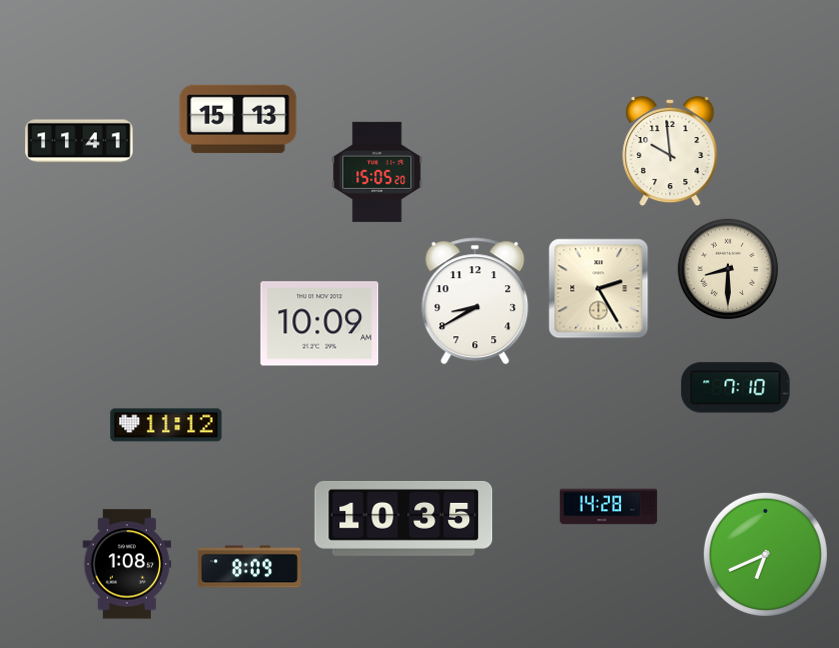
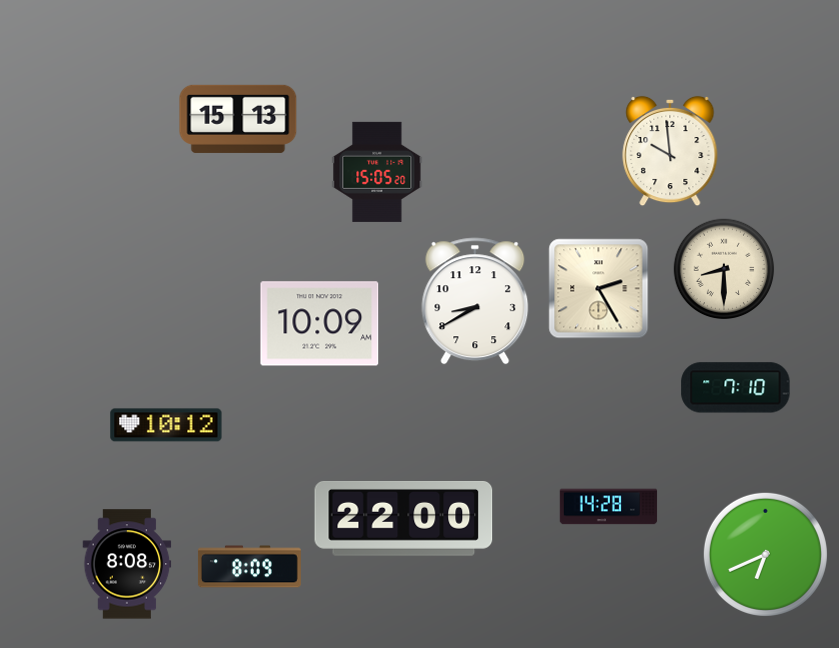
clock at (79, 141): 11:41 -> none
clock at (728, 269) position: (728, 269) -> (724, 269)
clock at (166, 425): 11:12 -> 10:12
clock at (404, 518): 10:35 -> 22:00
clock at (127, 564): 1:08 -> 8:08
